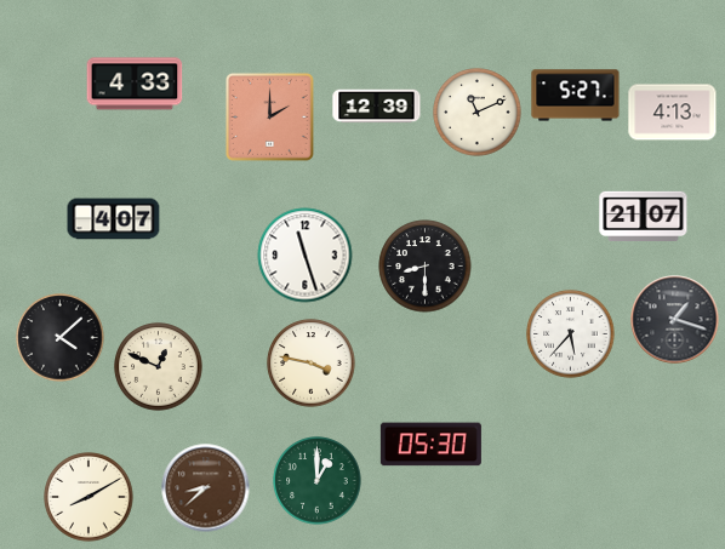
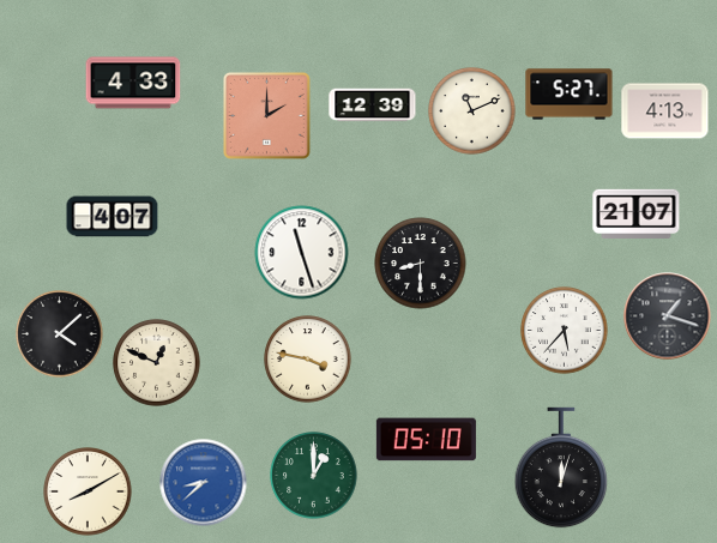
clock at (430, 445): 05:30 -> 05:10
clock at (561, 467): none -> 12:03
clock at (206, 488) dial: brown -> blue
